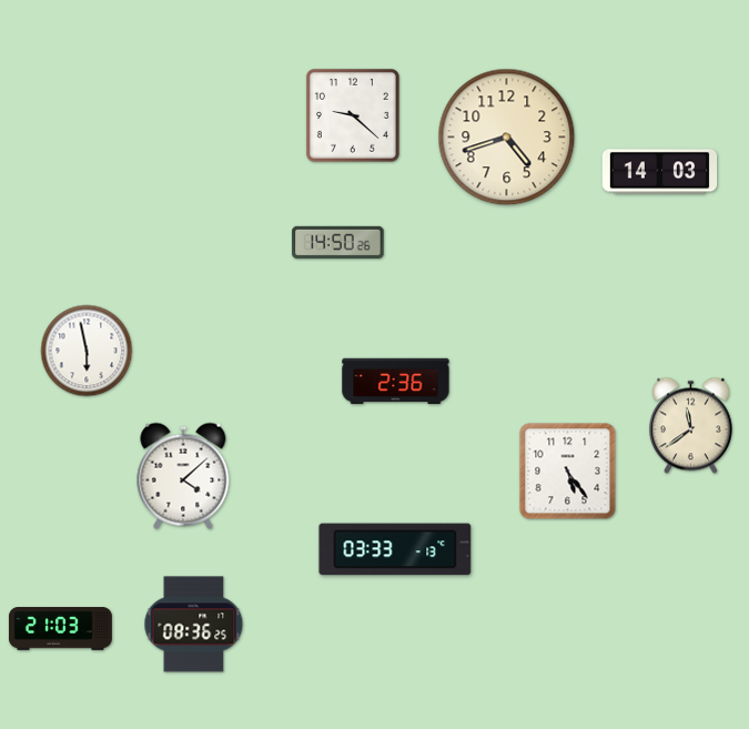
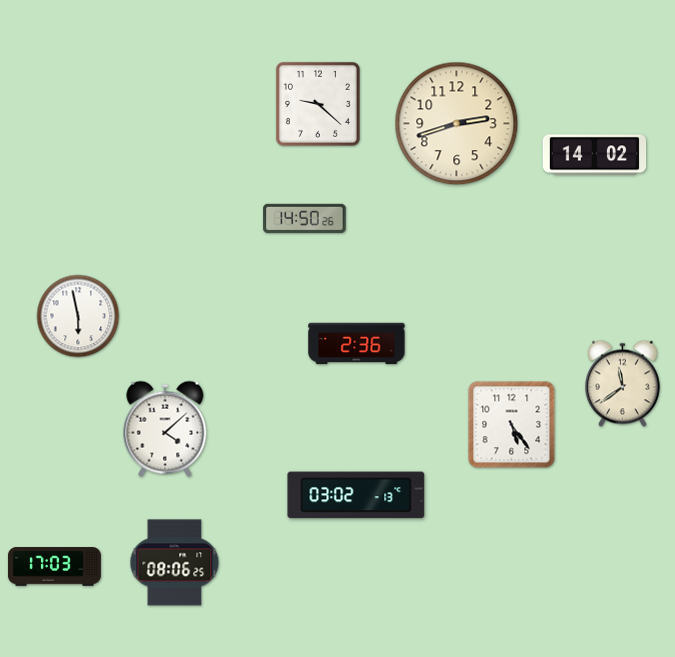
clock at (507, 138): 4:42 -> 2:42
clock at (660, 172): 14:03 -> 14:02
clock at (395, 549): 03:33 -> 03:02
clock at (194, 625): 08:36 -> 08:06
clock at (60, 629): 21:03 -> 17:03
